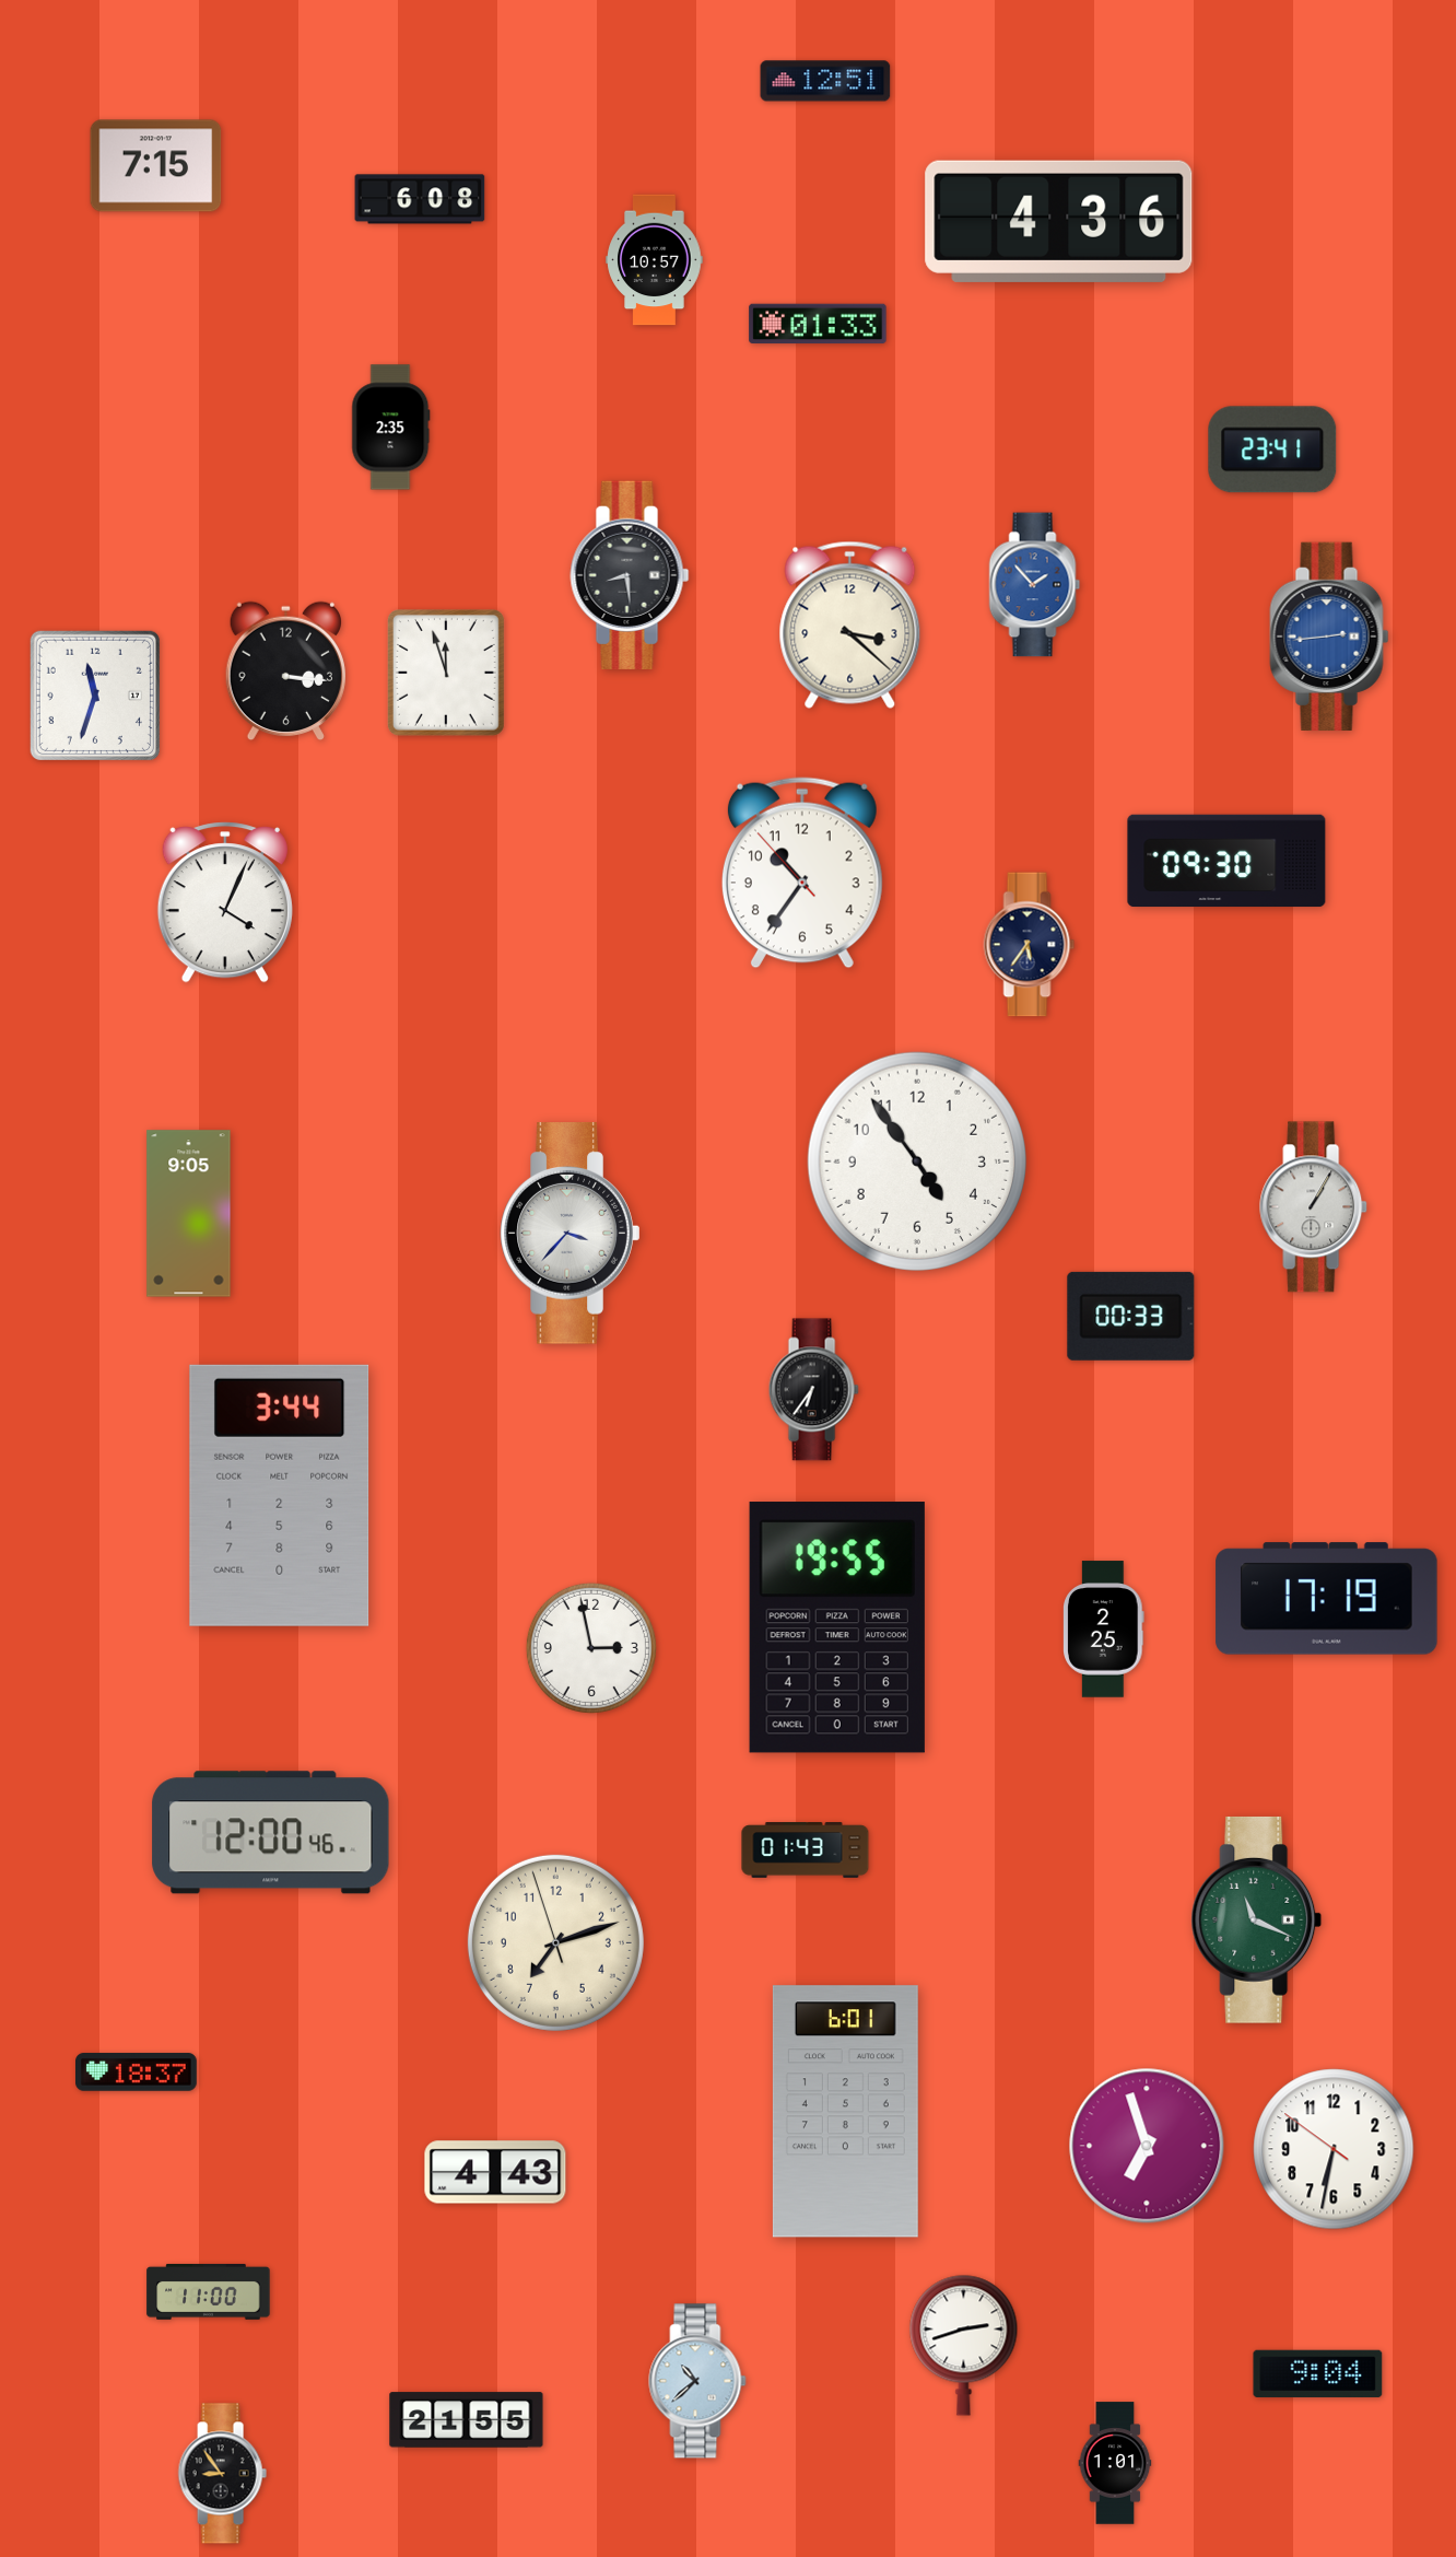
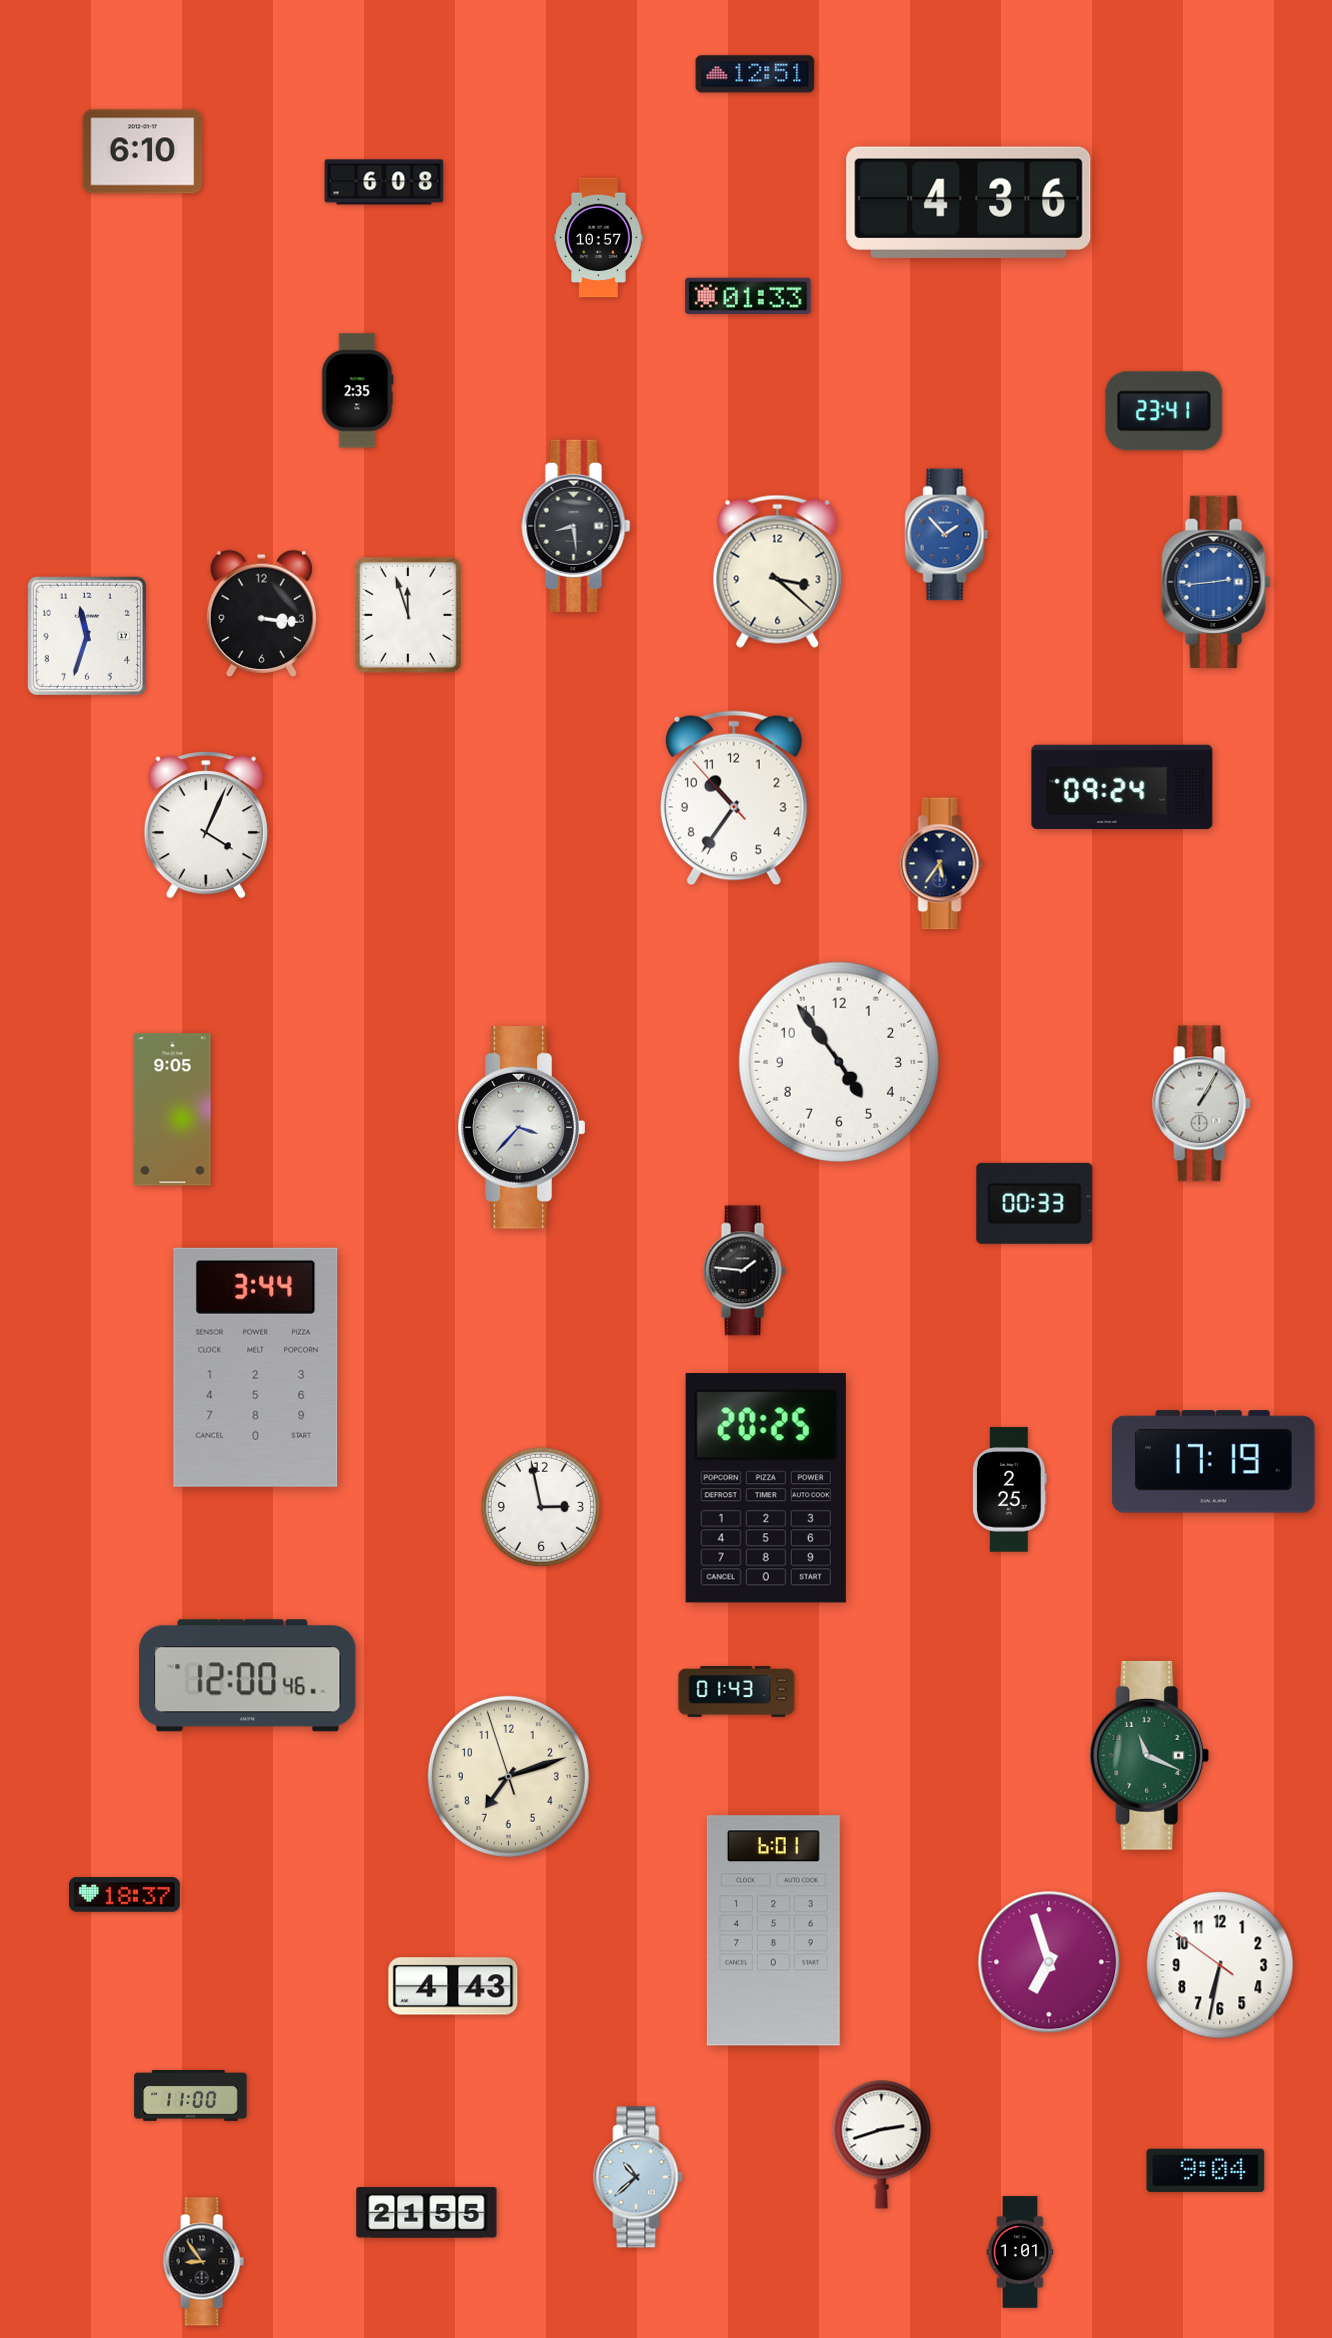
clock at (156, 166): 7:15 -> 6:10
clock at (1226, 861): 09:30 -> 09:24
clock at (813, 1390): 6:36 -> 1:46
clock at (837, 1627): 19:55 -> 20:25
